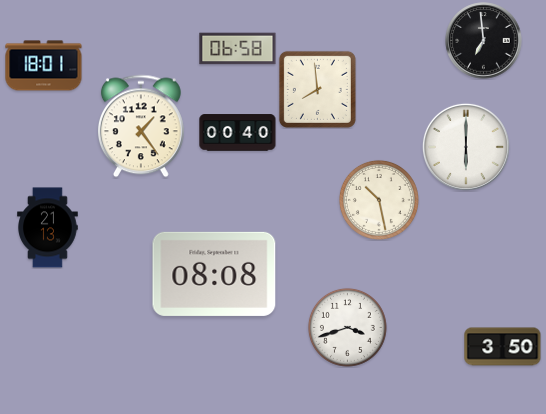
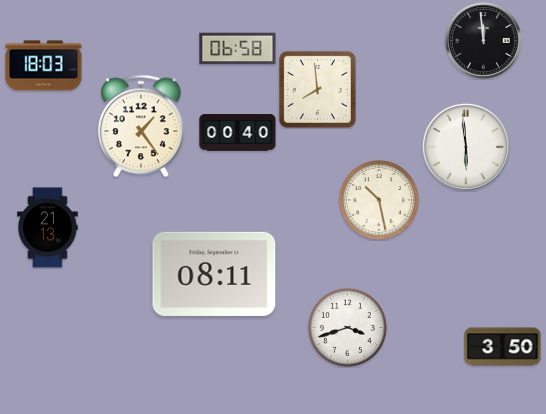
clock at (484, 41): 6:59 -> 11:59
clock at (44, 66): 18:01 -> 18:03
clock at (466, 147): 6:00 -> 5:59
clock at (214, 274): 08:08 -> 08:11
